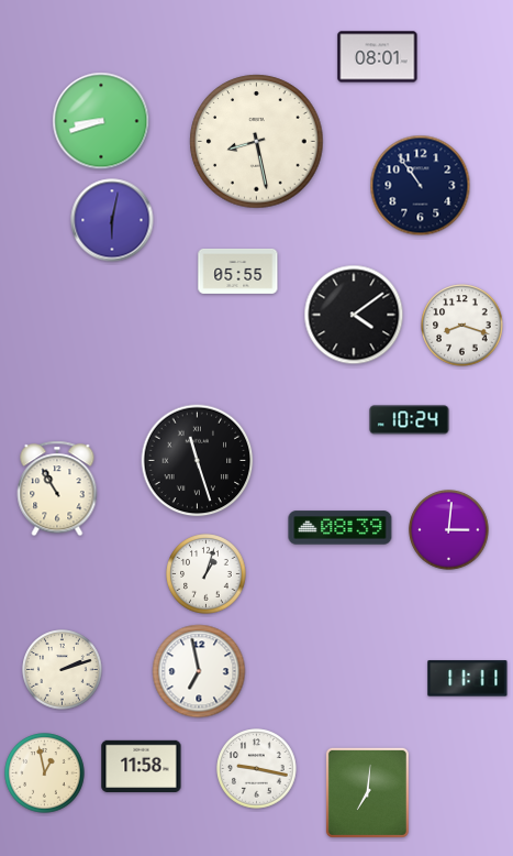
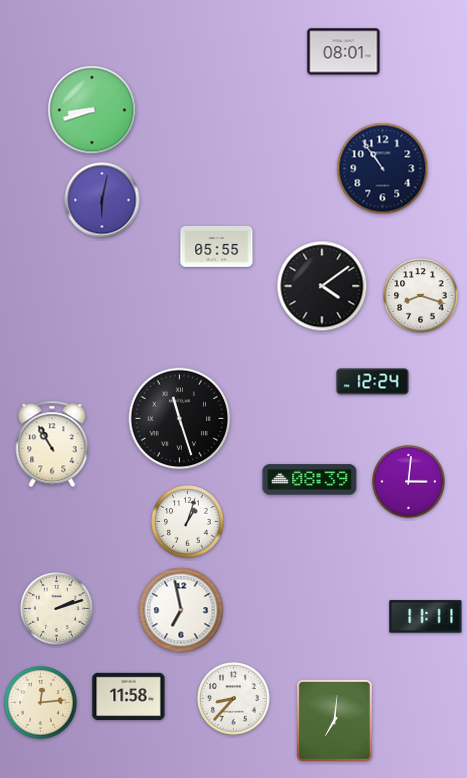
clock at (257, 142): 8:28 -> none
clock at (410, 420): 10:24 -> 12:24
clock at (257, 769): 9:17 -> 8:37
clock at (45, 773): 12:58 -> 12:14
